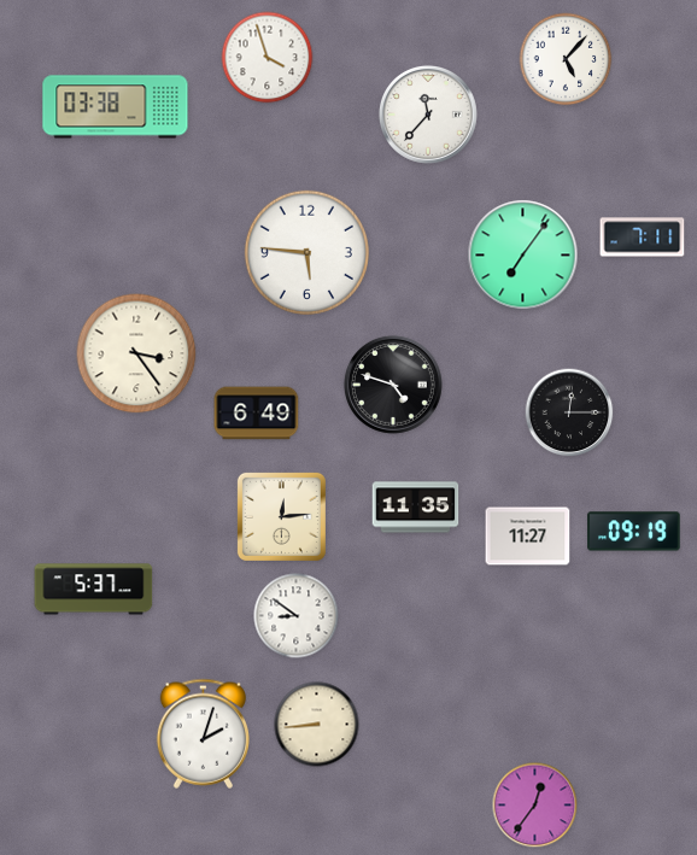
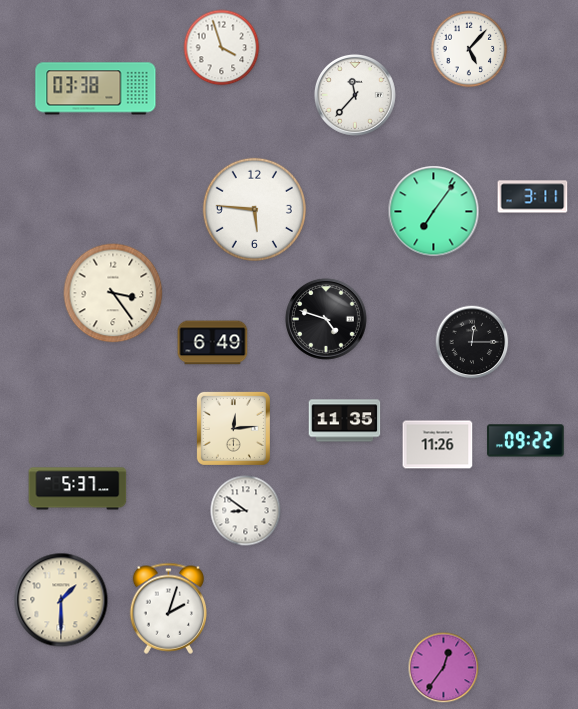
clock at (643, 238): 7:11 -> 3:11
clock at (634, 532): 09:19 -> 09:22
clock at (528, 537): 11:27 -> 11:26
clock at (61, 600): none -> 1:30
clock at (317, 725): 8:44 -> none
